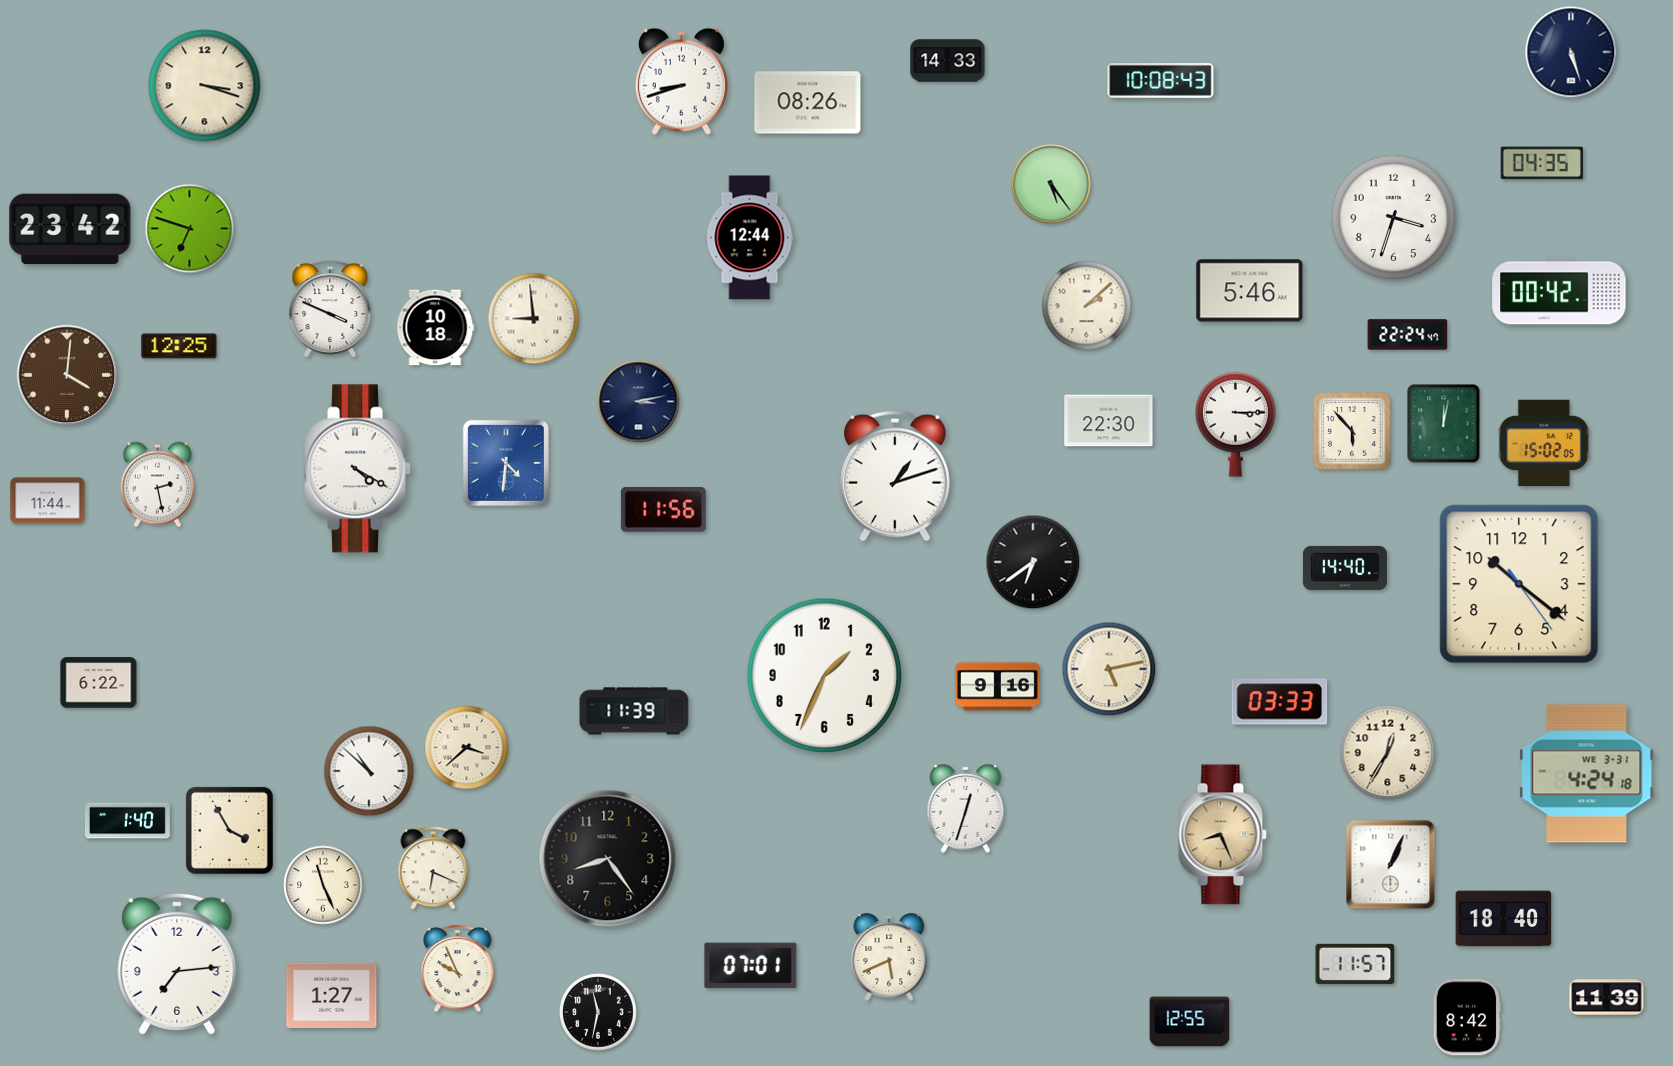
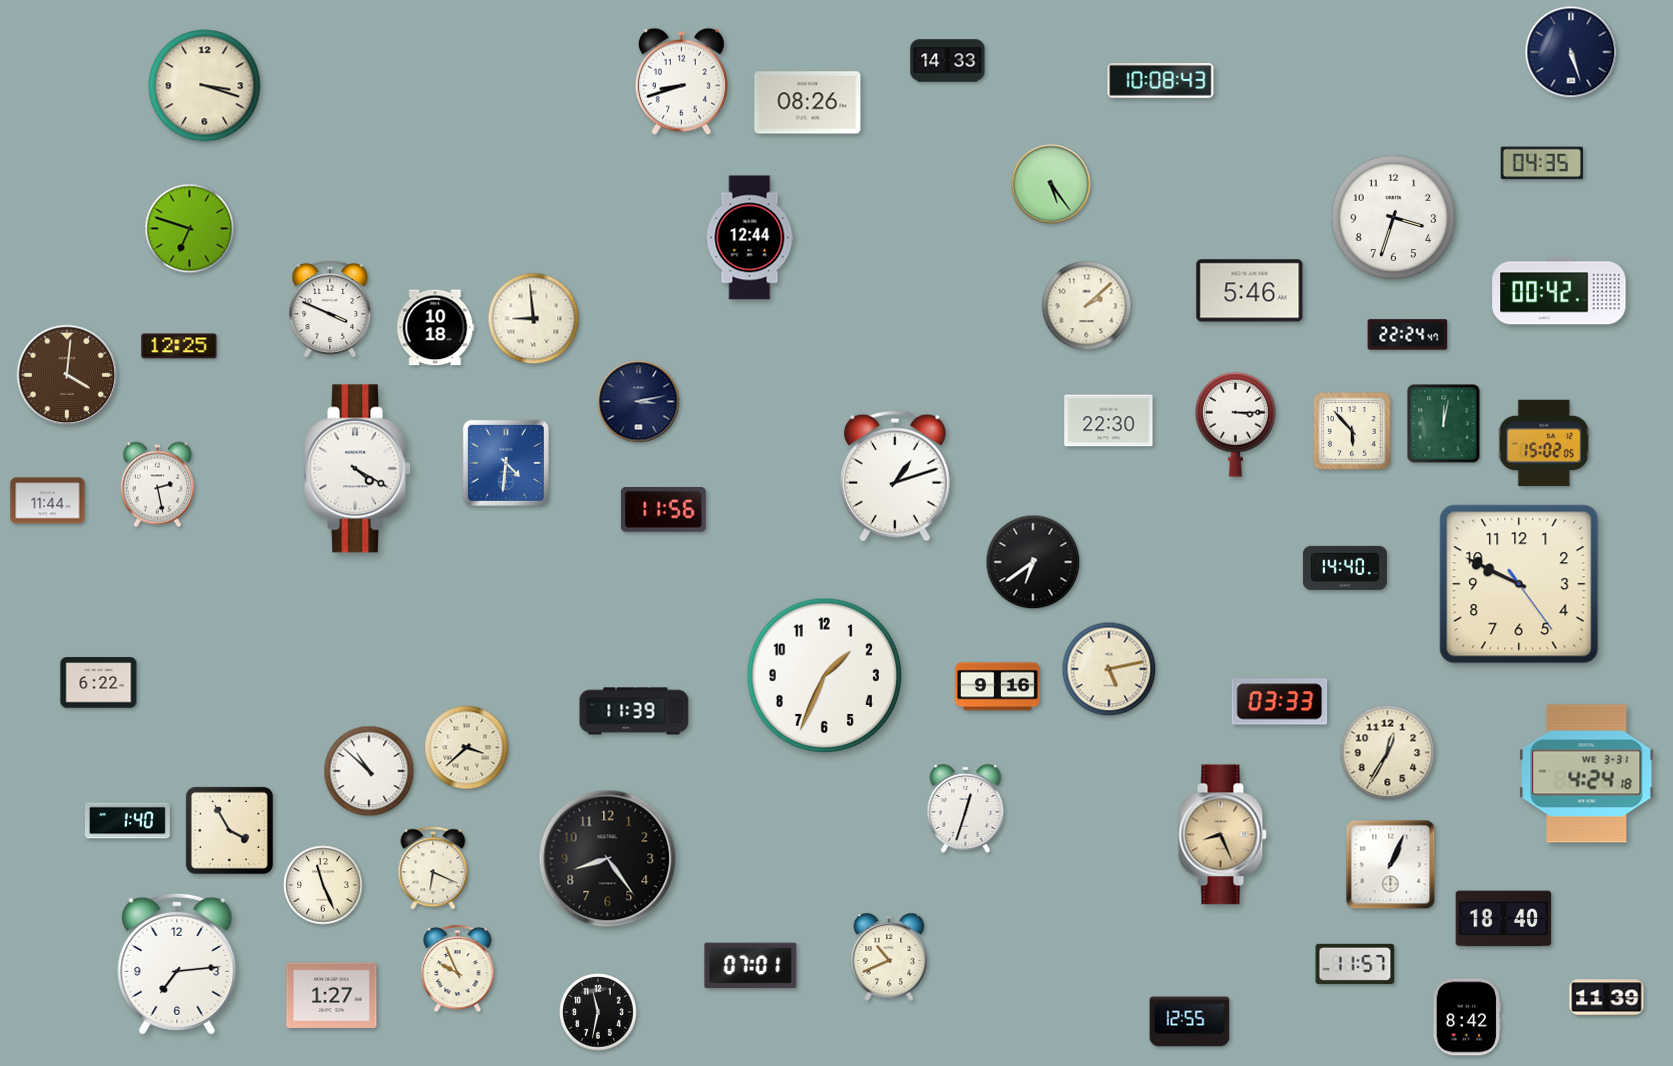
clock at (70, 229): 23:42 -> none
clock at (1519, 584): 10:21 -> 9:49
clock at (889, 957): 5:41 -> 10:41
